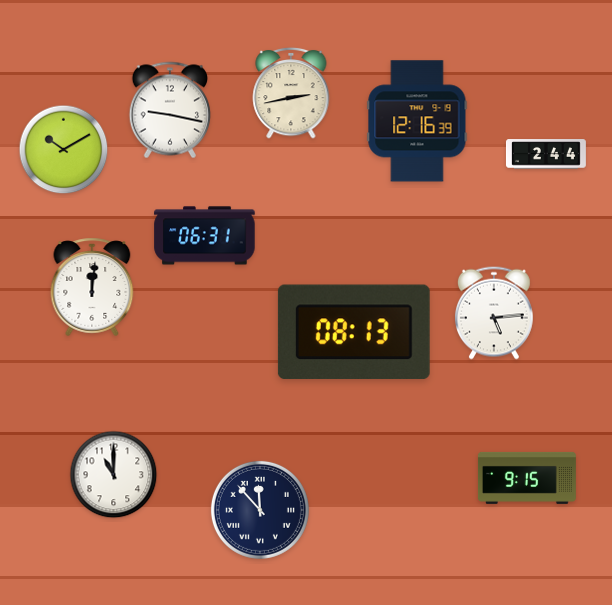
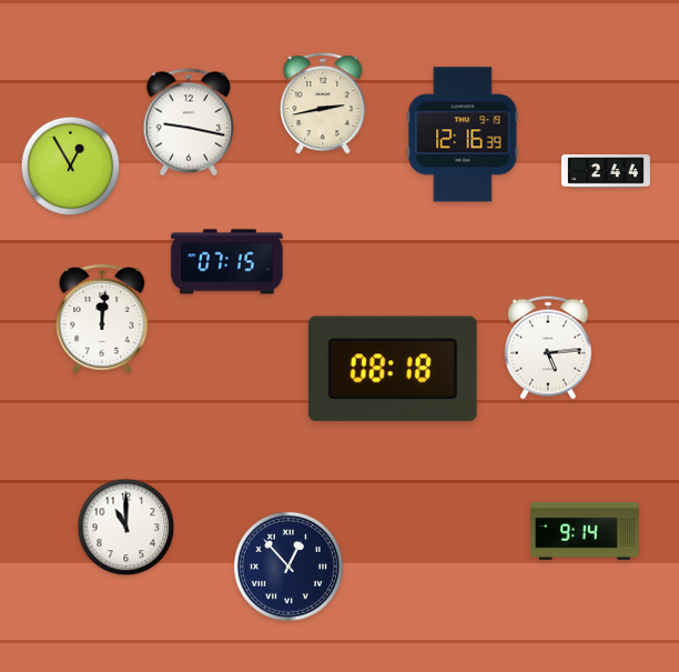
clock at (64, 150): 10:10 -> 12:55
clock at (205, 236): 06:31 -> 07:15
clock at (354, 332): 08:13 -> 08:18
clock at (527, 478): 9:15 -> 9:14
clock at (260, 510): 11:53 -> 12:53
